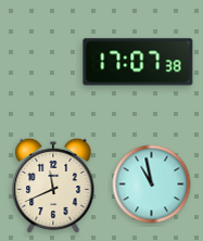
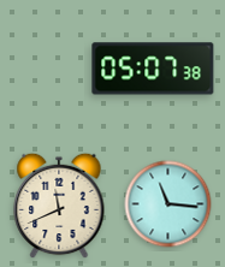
clock at (138, 62): 17:07 -> 05:07
clock at (152, 185): 10:58 -> 11:16
